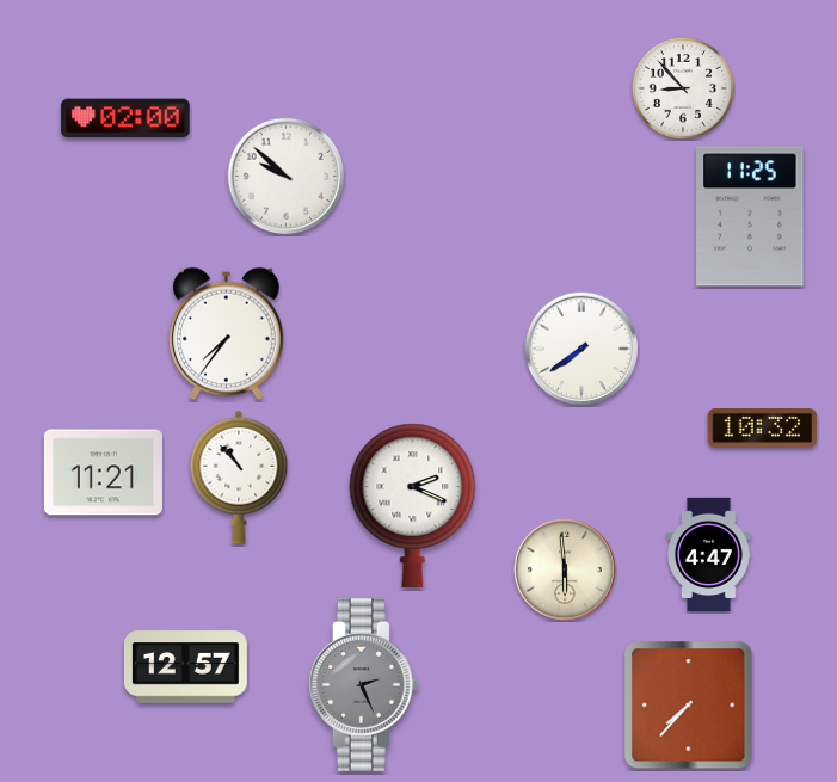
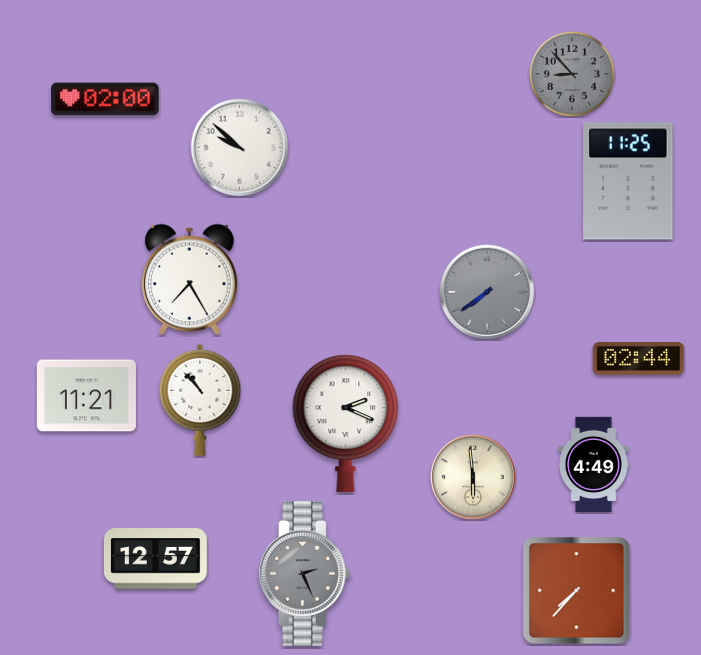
clock at (683, 88) dial: white -> grey
clock at (227, 334): 7:36 -> 7:25
clock at (580, 347) dial: white -> grey
clock at (763, 429): 10:32 -> 02:44
clock at (709, 555): 4:47 -> 4:49
